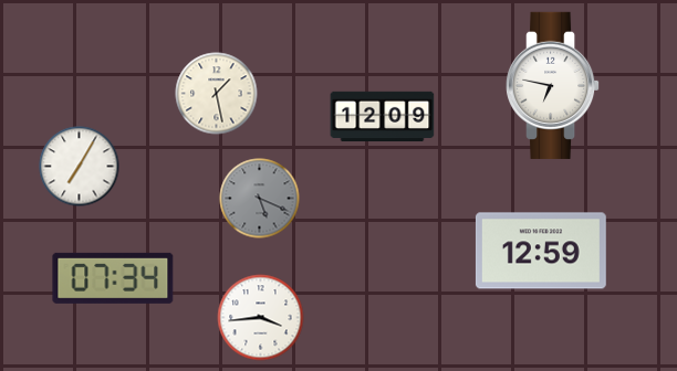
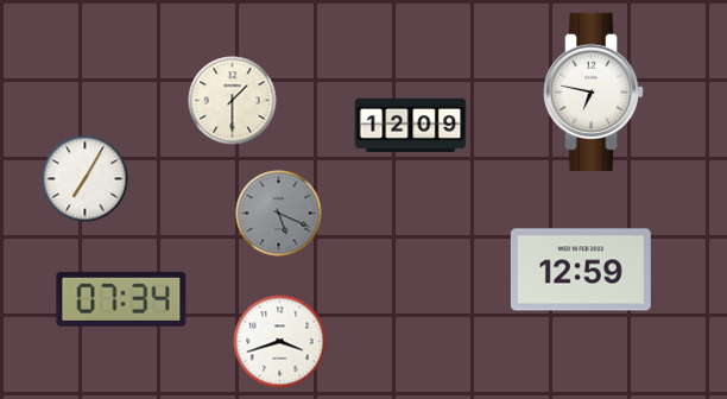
clock at (217, 94): 1:28 -> 1:30
clock at (261, 318): 3:44 -> 3:42
